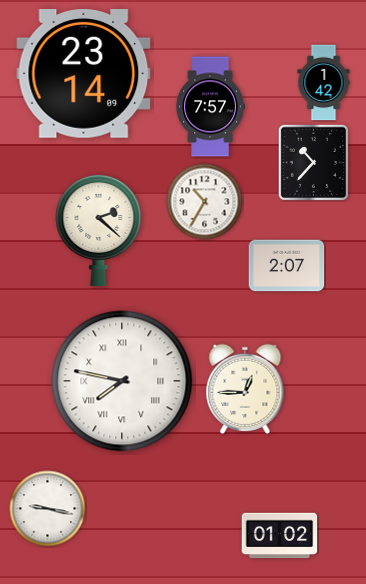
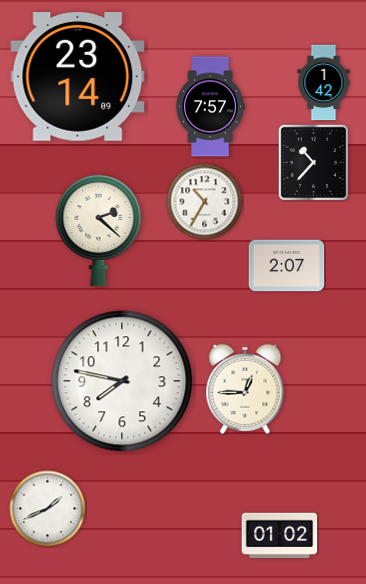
clock at (84, 74) position: (84, 74) -> (78, 77)
clock at (122, 381) numerals: Roman -> Arabic
clock at (48, 509): 9:17 -> 1:41
